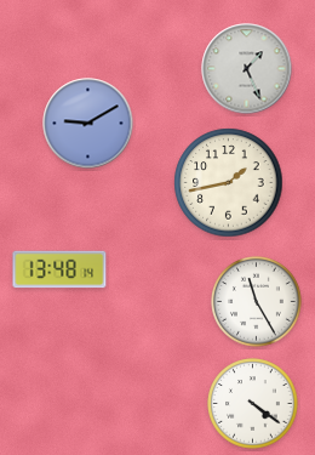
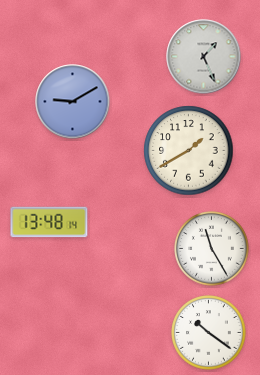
clock at (229, 183): 1:43 -> 1:40
clock at (253, 404): 4:21 -> 10:21
